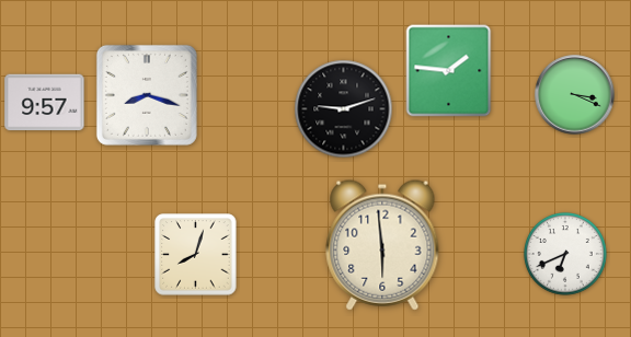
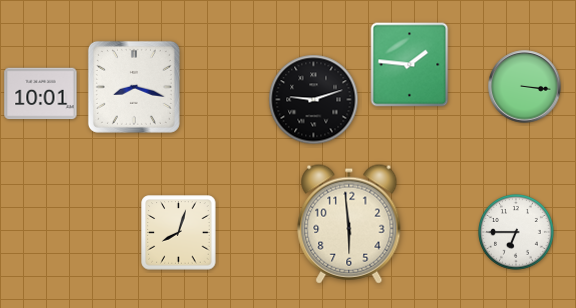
clock at (575, 95): 3:19 -> 3:16
clock at (45, 103): 9:57 -> 10:01
clock at (566, 255): 6:41 -> 6:45
